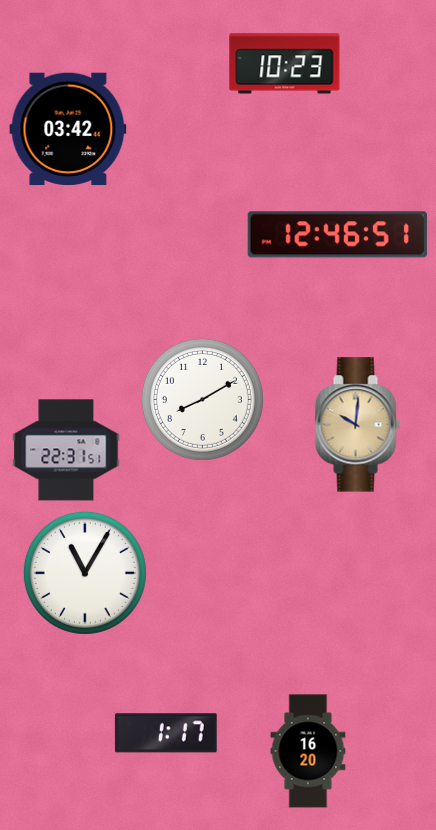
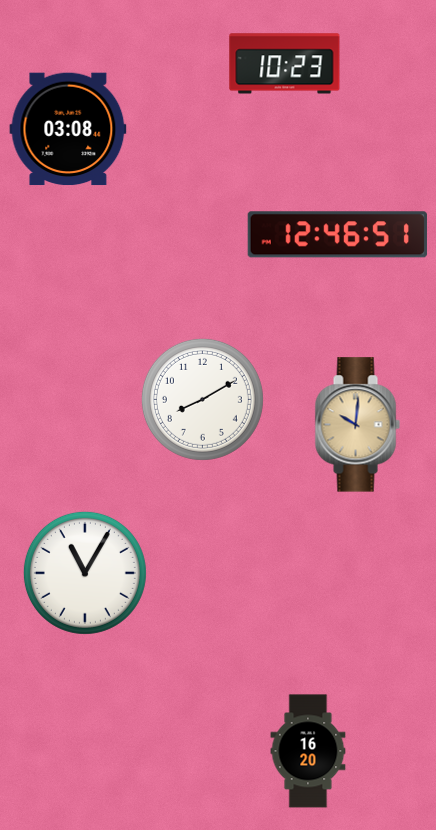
clock at (68, 129): 03:42 -> 03:08
clock at (66, 450): 22:31 -> none
clock at (166, 733): 1:17 -> none
